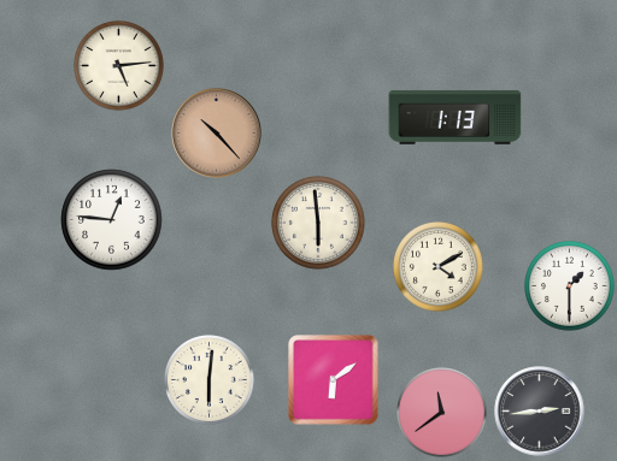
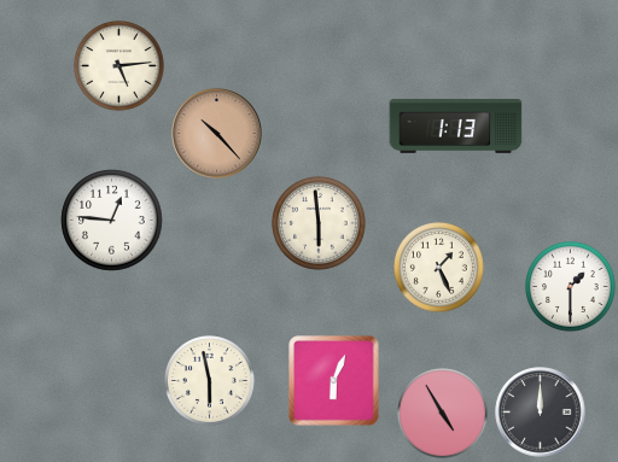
clock at (456, 117) position: (456, 117) -> (456, 125)
clock at (439, 267): 4:10 -> 1:26
clock at (210, 380): 6:01 -> 5:58
clock at (334, 380): 6:09 -> 6:04
clock at (540, 412): 2:44 -> 12:00
clock at (442, 413): 11:39 -> 4:55
